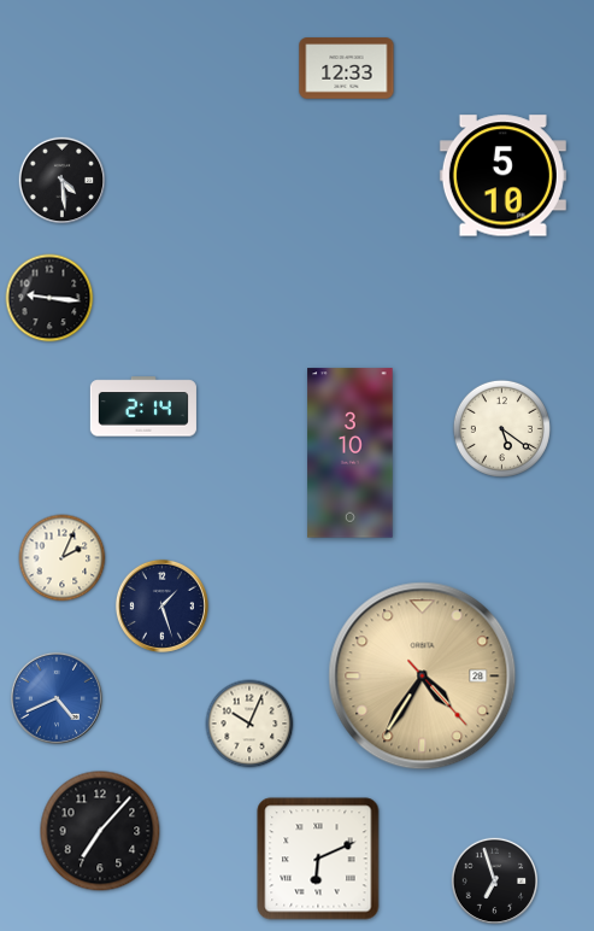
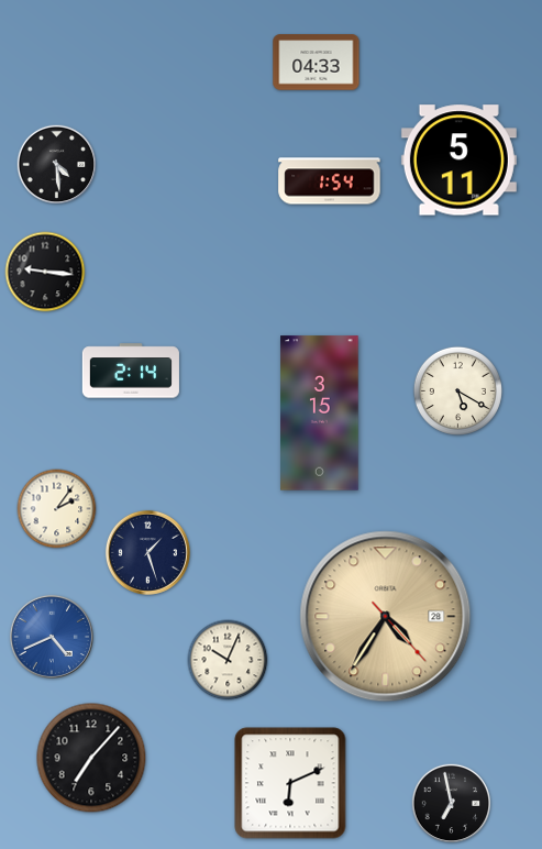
clock at (347, 69): 12:33 -> 04:33
clock at (502, 176): 5:10 -> 5:11
clock at (330, 181): none -> 1:54
clock at (501, 428): 5:21 -> 5:20
clock at (351, 453): 3:10 -> 3:15
clock at (63, 558): 2:04 -> 2:06
clock at (495, 882): 6:57 -> 6:58
